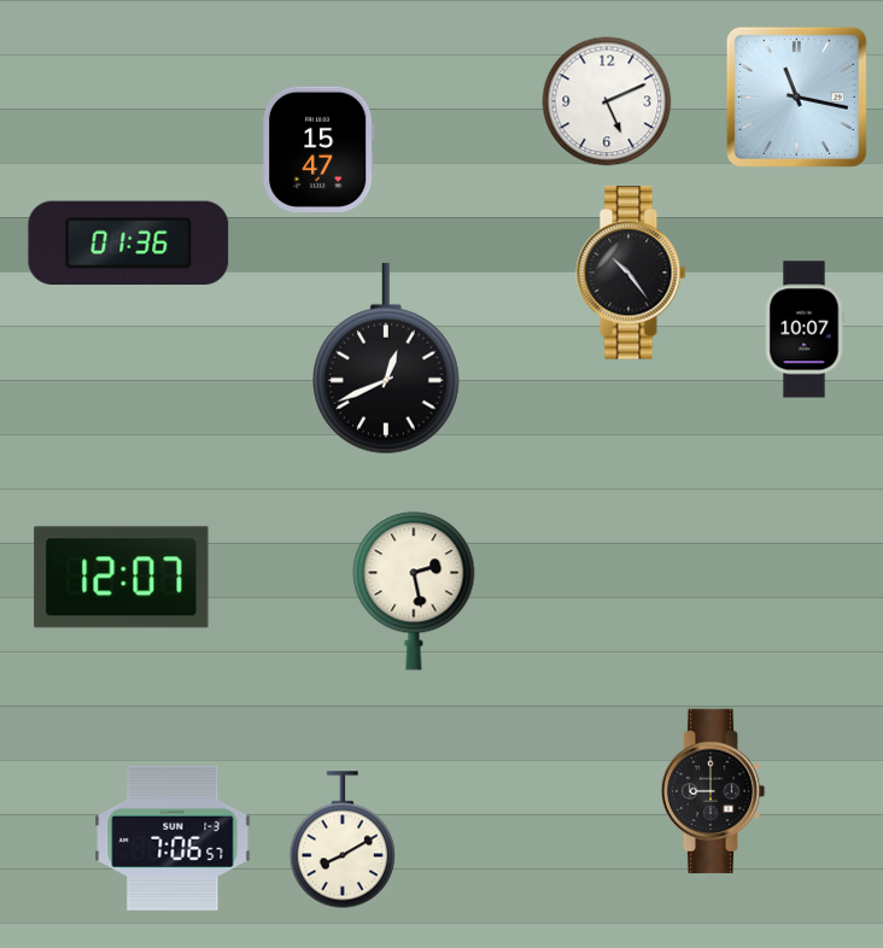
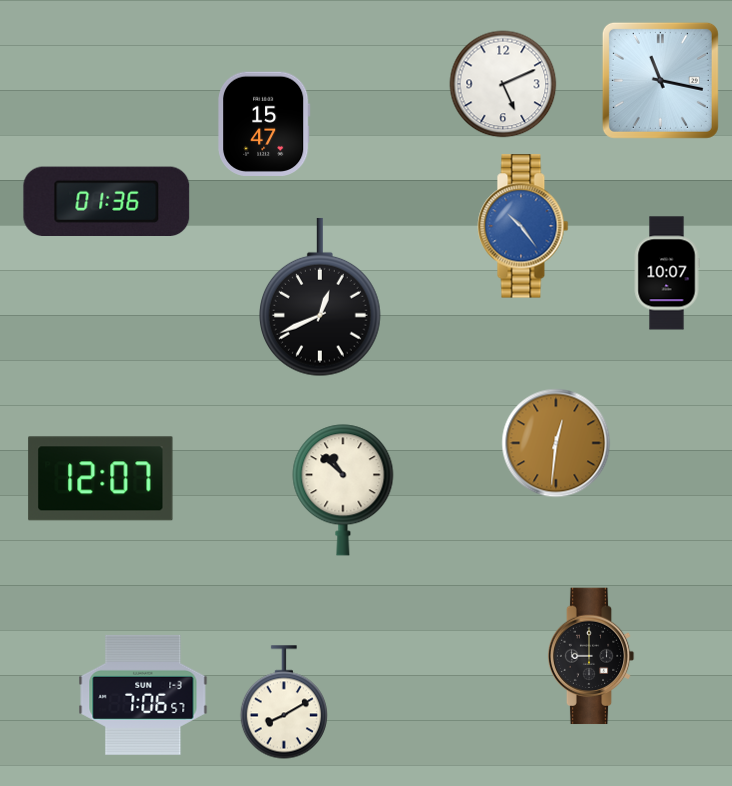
clock at (631, 273) dial: black -> blue
clock at (556, 443): none -> 12:31
clock at (414, 591): 2:28 -> 10:52
clock at (343, 839) position: (343, 839) -> (284, 702)
